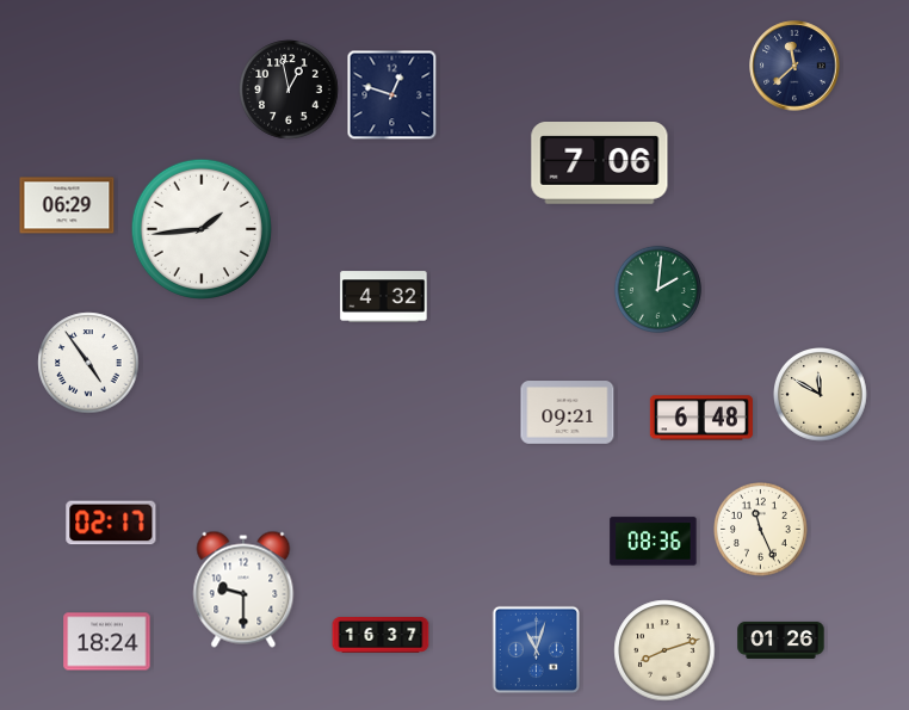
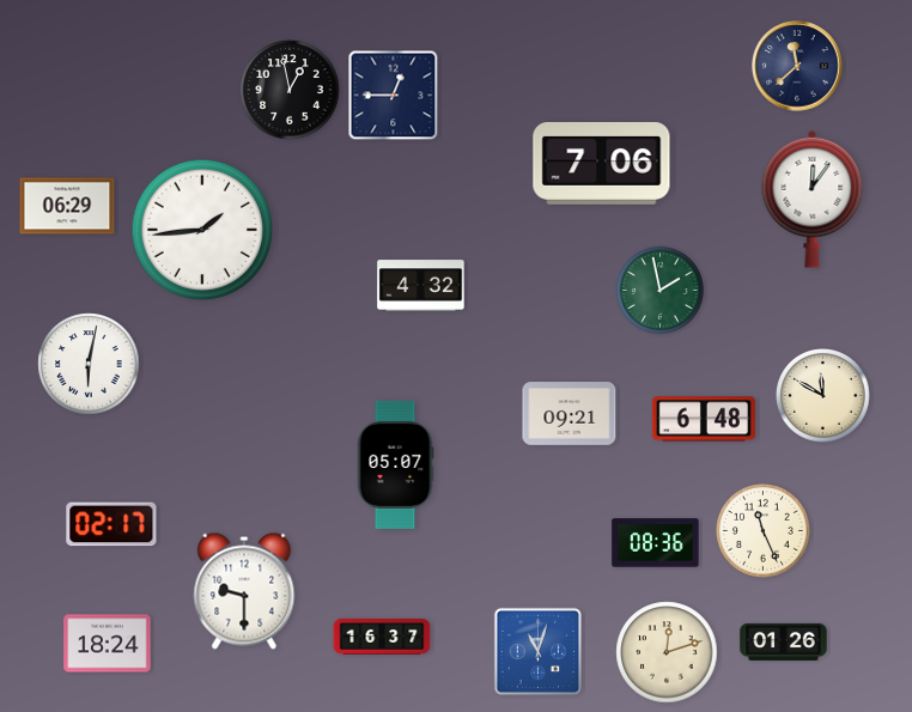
clock at (392, 95): 12:48 -> 12:45
clock at (813, 199): none -> 12:06
clock at (657, 289): 2:01 -> 1:58
clock at (384, 297) position: (384, 297) -> (421, 286)
clock at (88, 363): 4:54 -> 6:02
clock at (395, 464): none -> 05:07
clock at (664, 650): 8:12 -> 12:12
